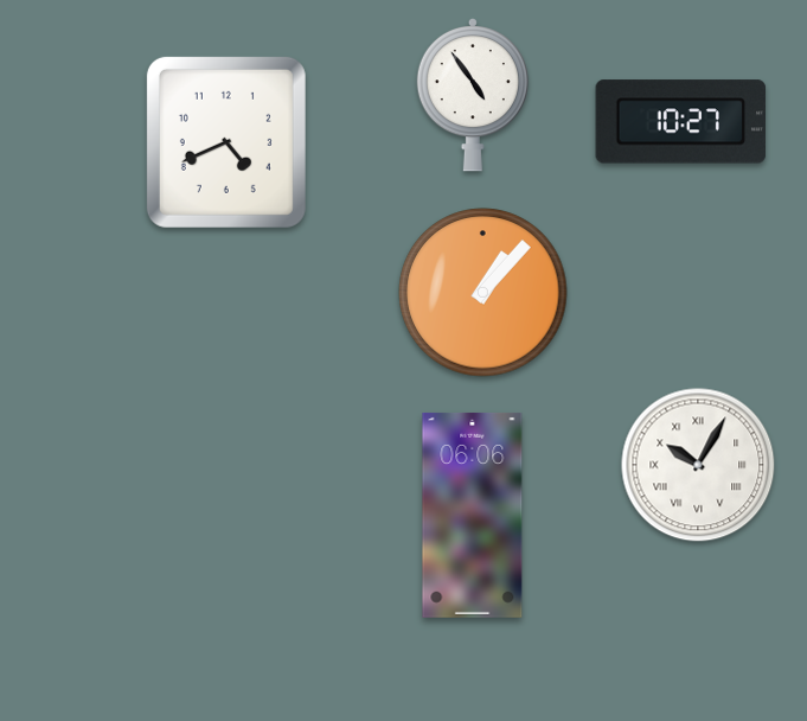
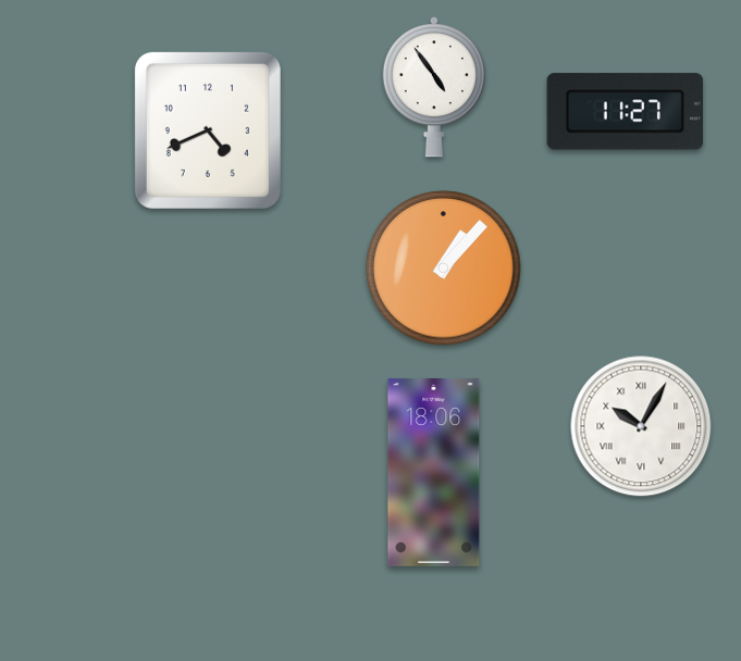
clock at (681, 122): 10:27 -> 11:27
clock at (473, 515): 06:06 -> 18:06
